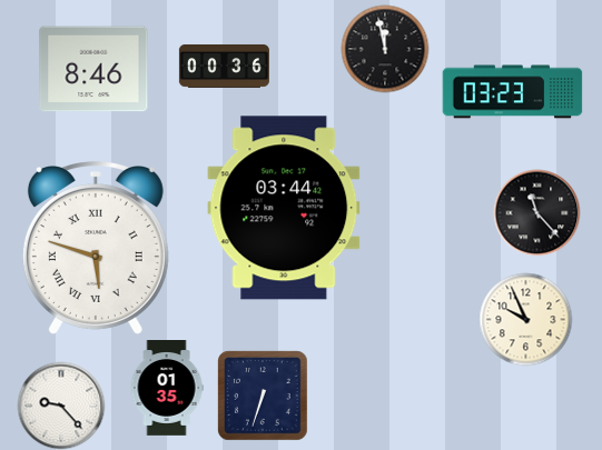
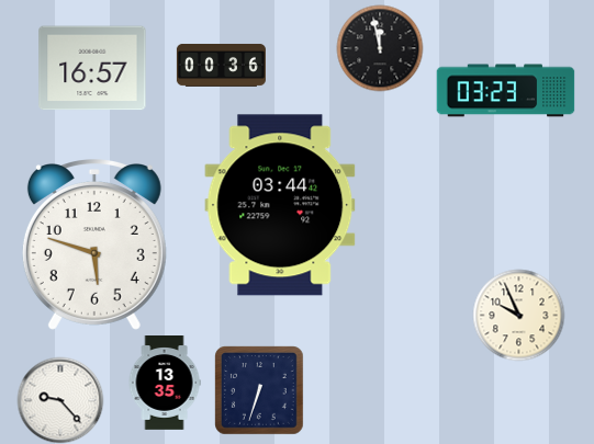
clock at (93, 69): 8:46 -> 16:57
clock at (536, 212): 11:23 -> none
clock at (96, 248) numerals: Roman -> Arabic
clock at (167, 389): 01:35 -> 13:35
